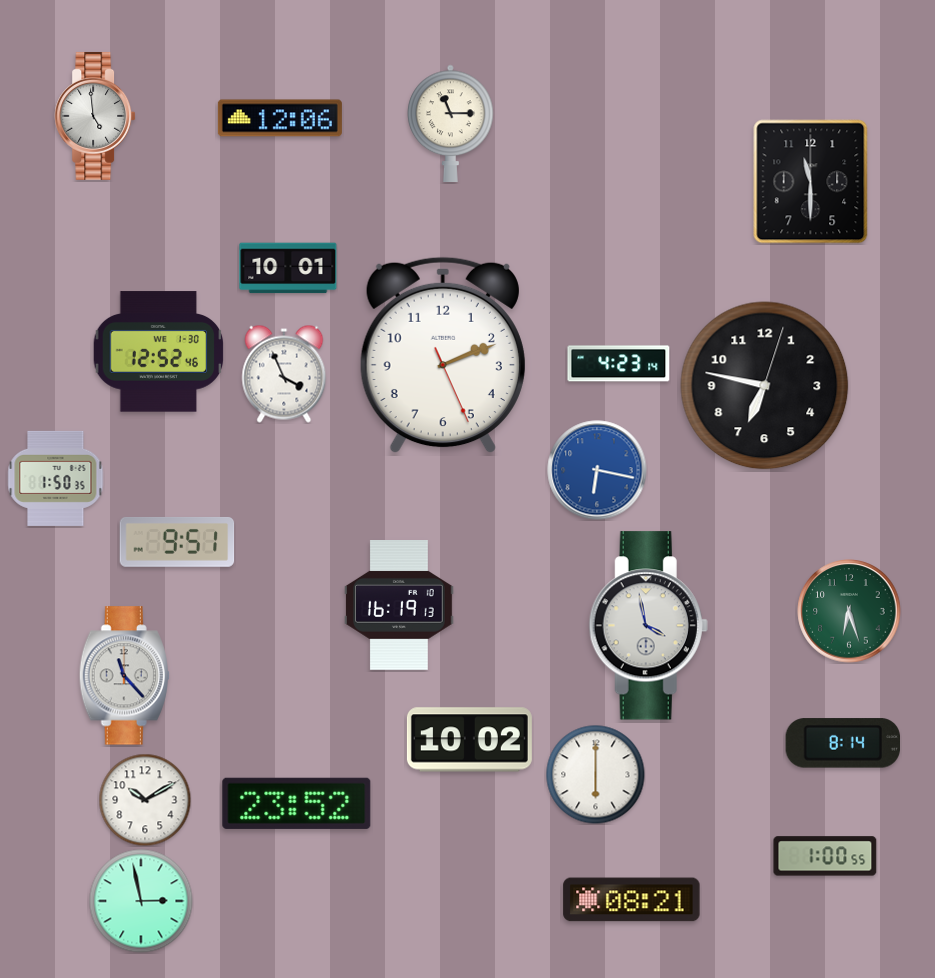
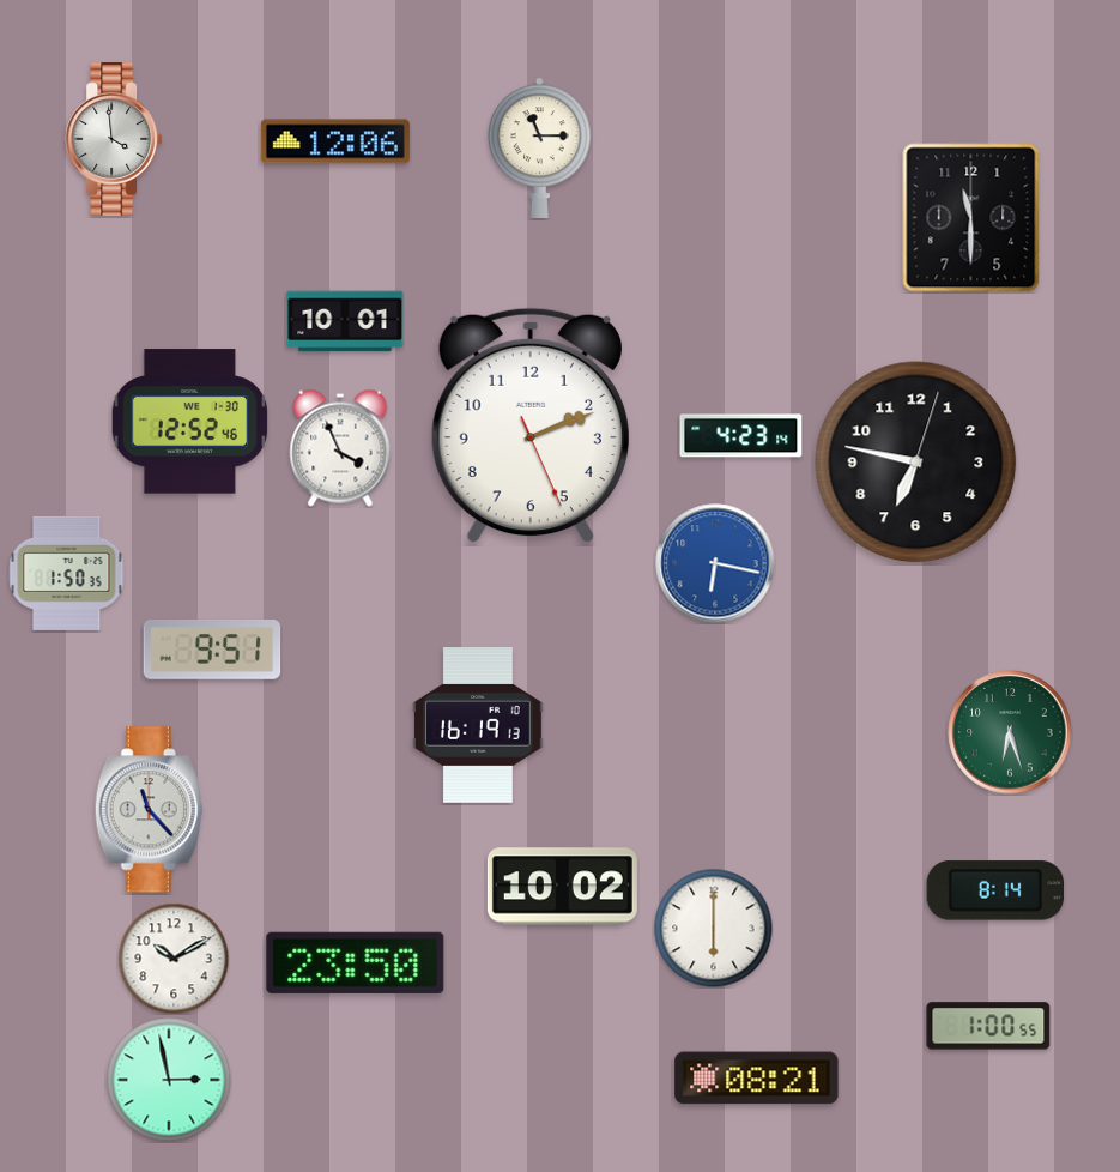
clock at (95, 116): 4:59 -> 3:59
clock at (849, 611) position: (849, 611) -> (1010, 732)
clock at (648, 626): 3:58 -> none
clock at (842, 743) position: (842, 743) -> (994, 890)
clock at (297, 803): 23:52 -> 23:50
